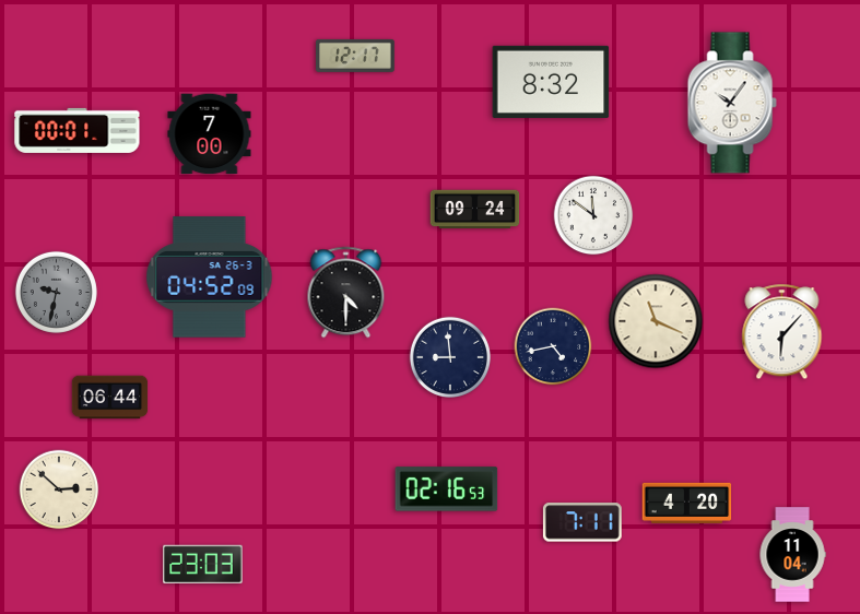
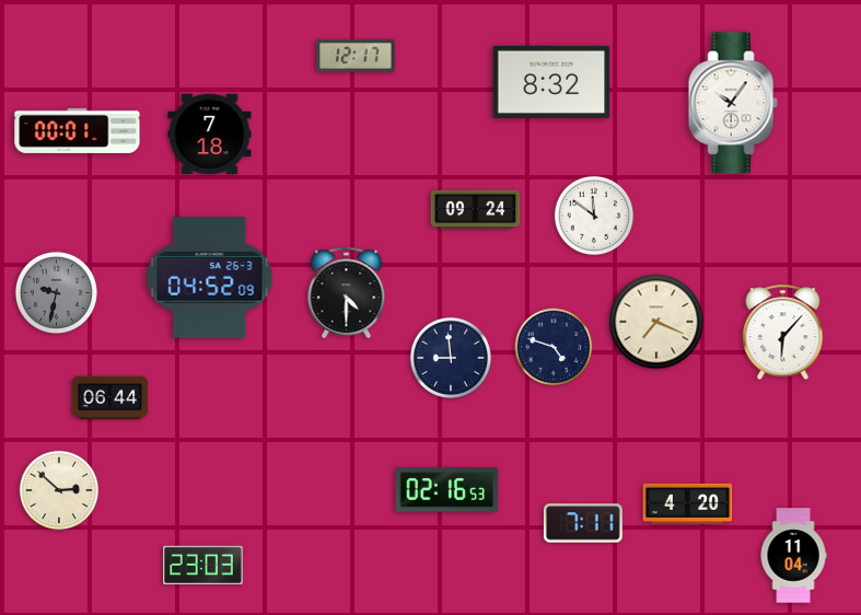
clock at (210, 134): 7:00 -> 7:18
clock at (656, 321): 11:19 -> 7:19
clock at (553, 346): 4:43 -> 4:48
